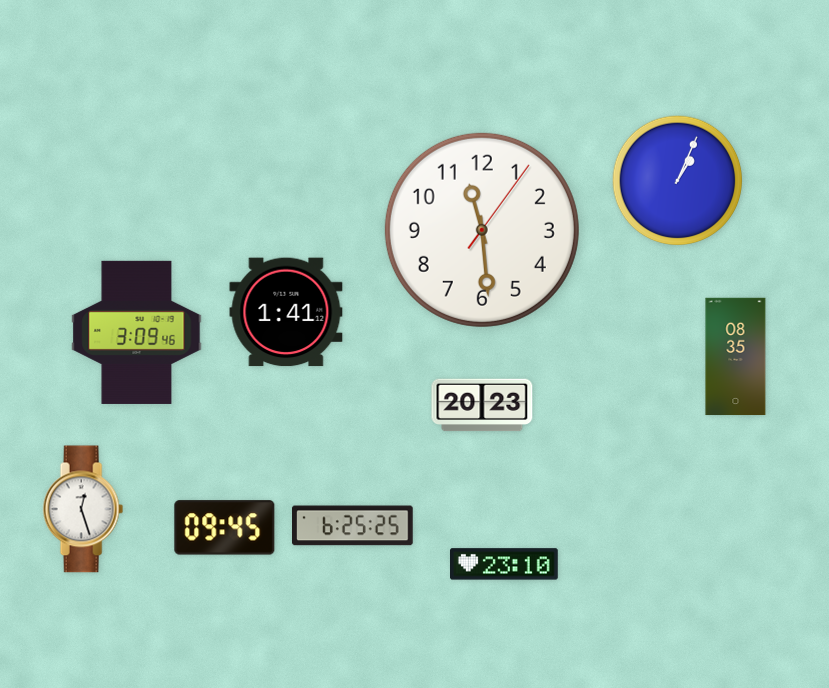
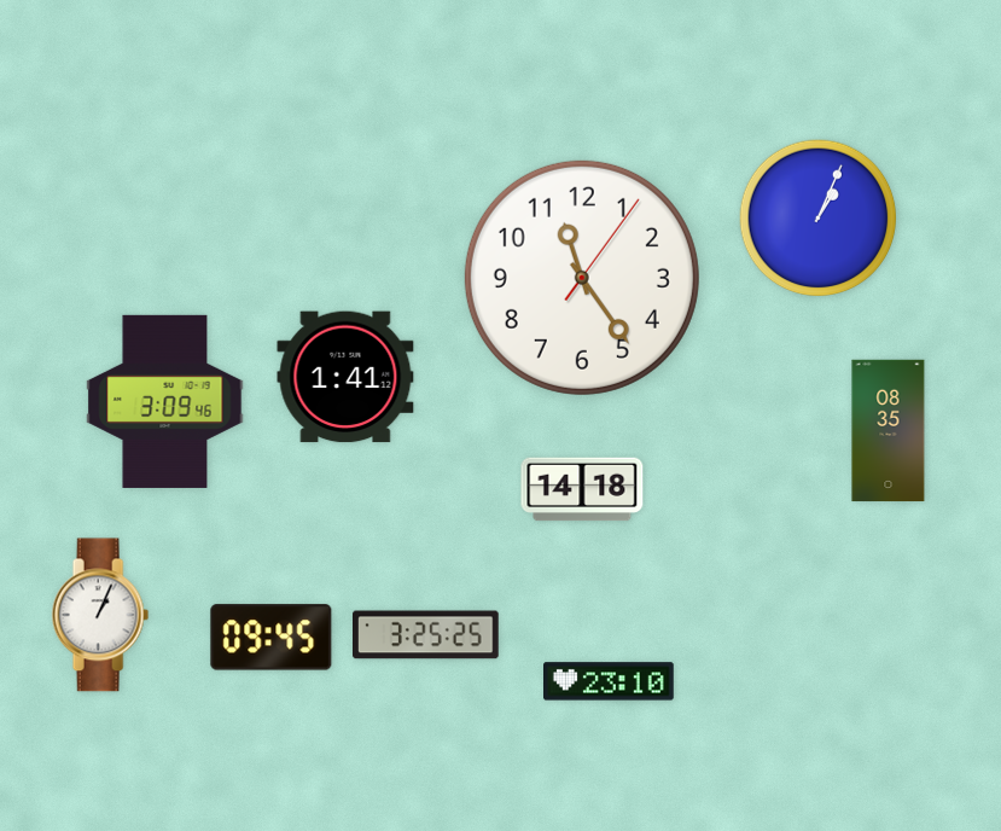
clock at (482, 230): 11:29 -> 11:24
clock at (482, 405): 20:23 -> 14:18
clock at (83, 509): 12:27 -> 1:04
clock at (353, 526): 6:25 -> 3:25
